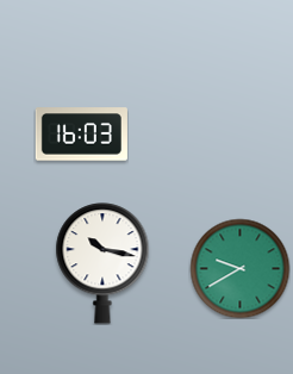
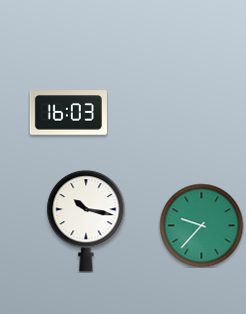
clock at (239, 268): 9:40 -> 9:37
